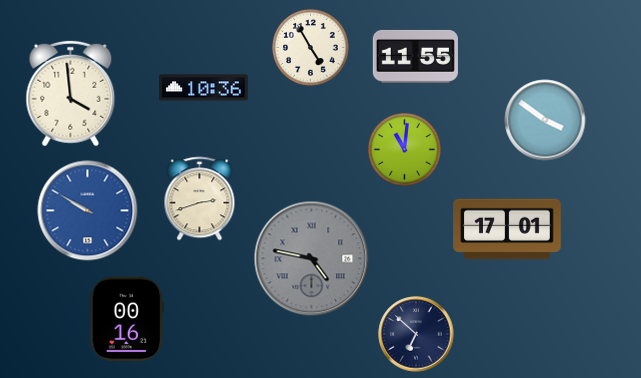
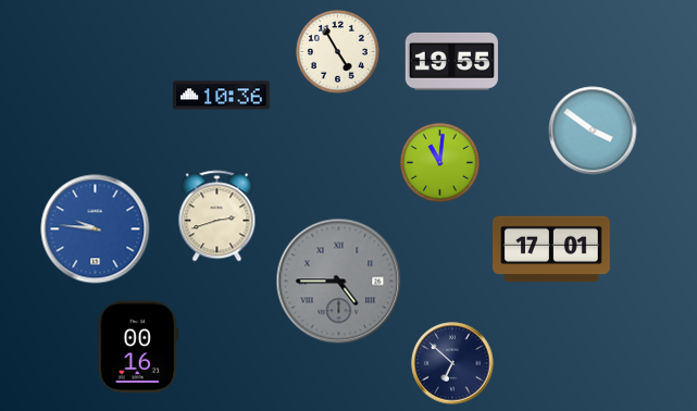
clock at (415, 56): 11:55 -> 19:55
clock at (71, 94): 3:59 -> none
clock at (88, 211): 9:50 -> 9:46
clock at (312, 259): 4:47 -> 4:45
